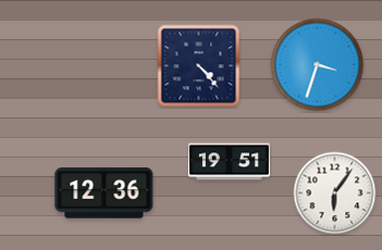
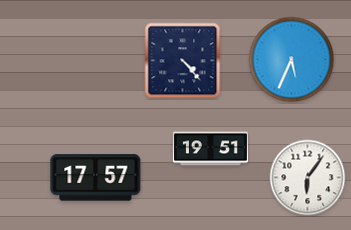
clock at (318, 65): 3:33 -> 5:34
clock at (104, 193): 12:36 -> 17:57
